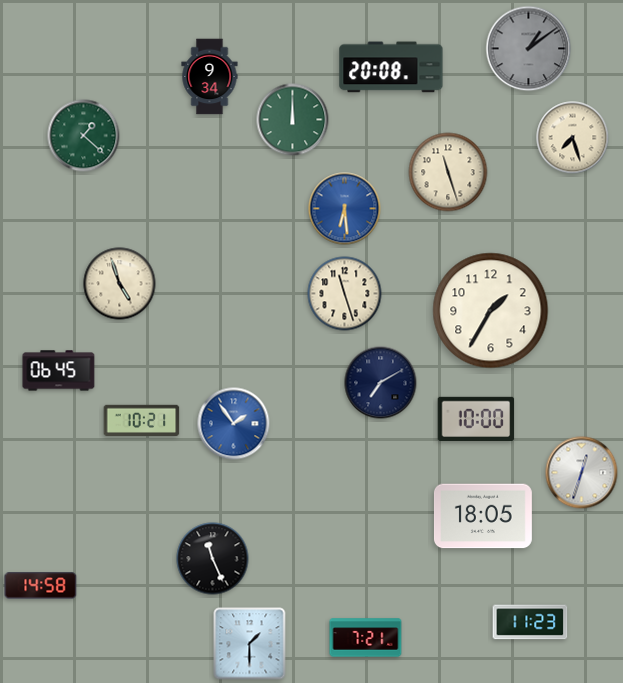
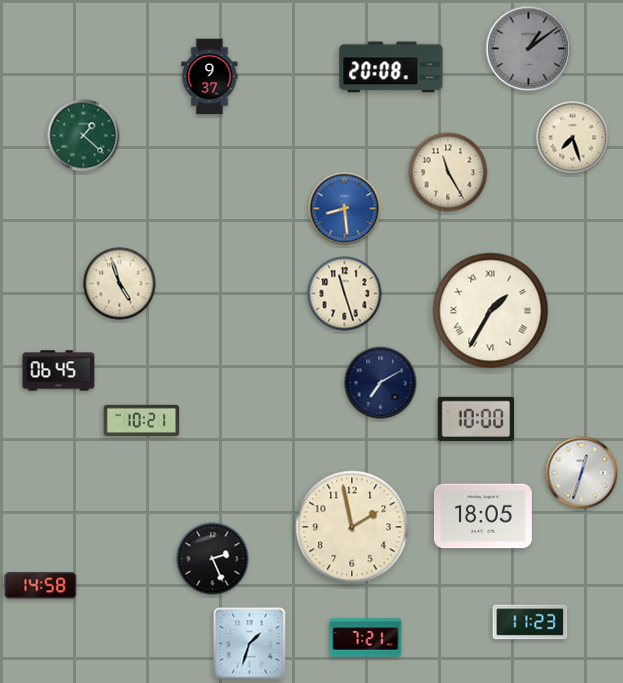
clock at (210, 77): 9:34 -> 9:37
clock at (293, 120): 12:00 -> none
clock at (448, 172): 11:27 -> 11:25
clock at (345, 209): 6:29 -> 8:29
clock at (491, 311) numerals: Arabic -> Roman
clock at (234, 424): 1:54 -> none
clock at (352, 527): none -> 1:58
clock at (213, 559): 11:26 -> 2:26
clock at (250, 644): 1:30 -> 1:33
